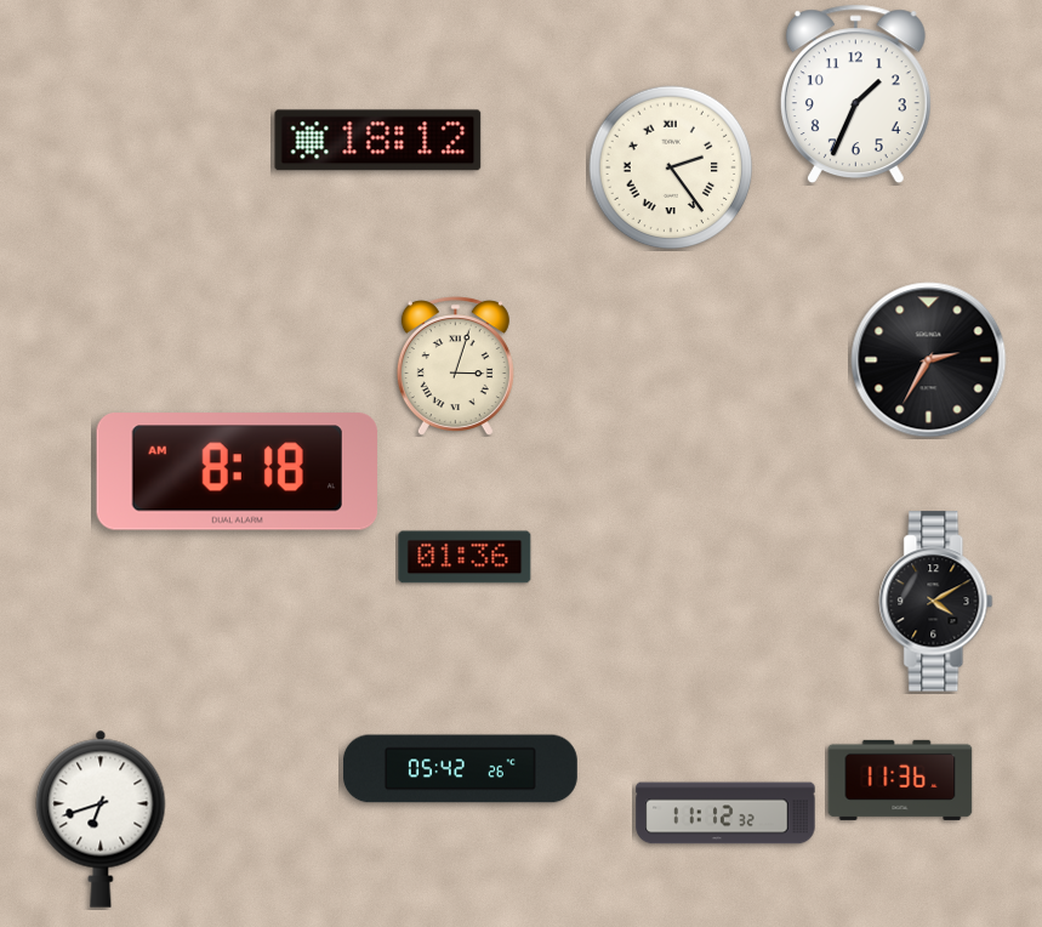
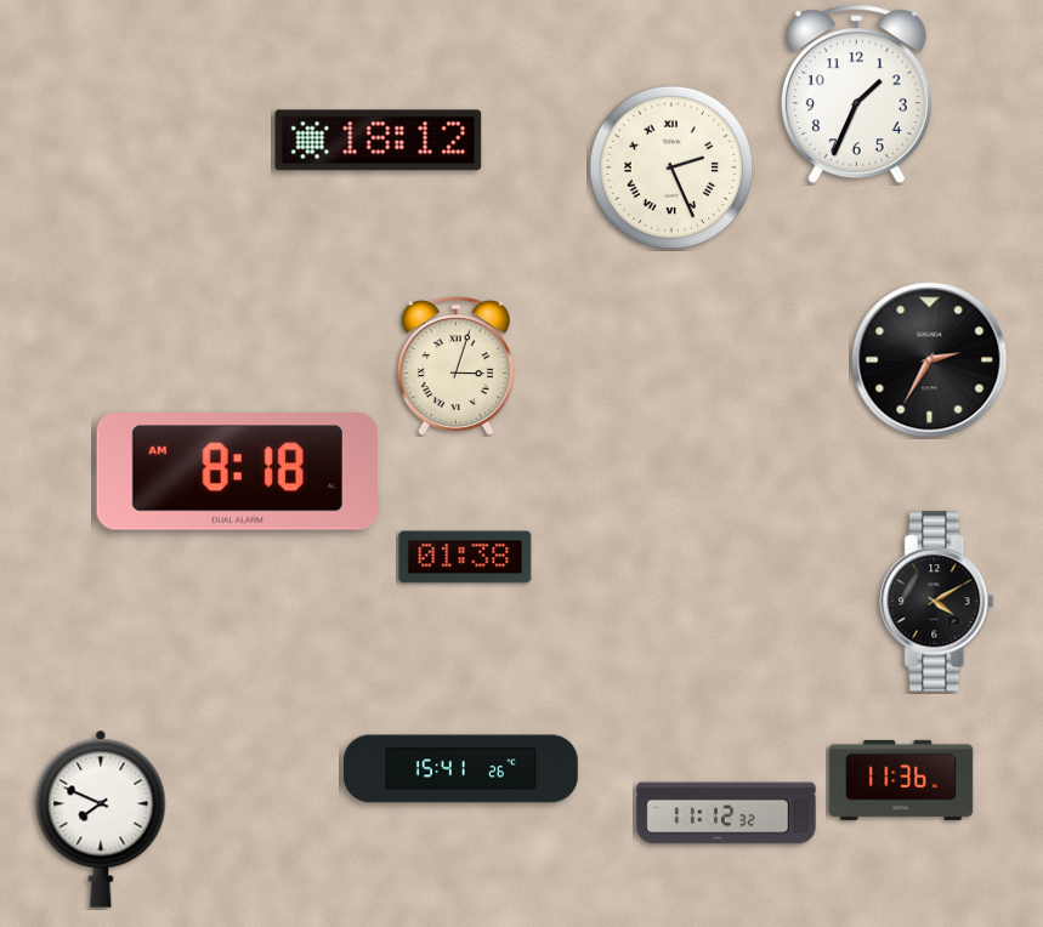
clock at (671, 167): 2:24 -> 2:26
clock at (465, 557): 01:36 -> 01:38
clock at (460, 769): 05:42 -> 15:41
clock at (101, 819): 6:42 -> 7:49
